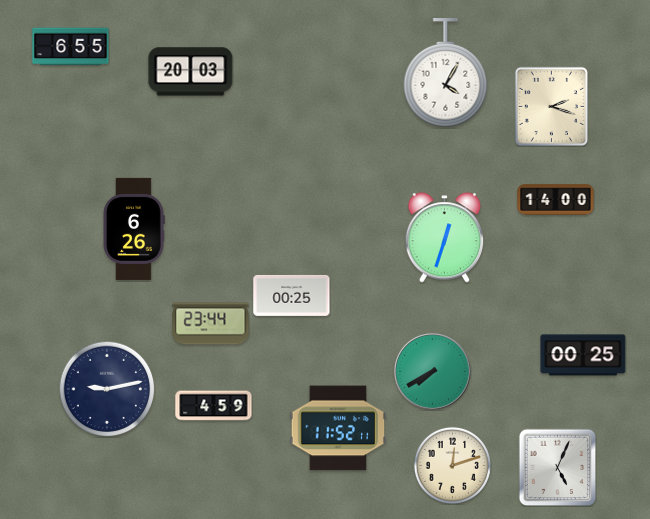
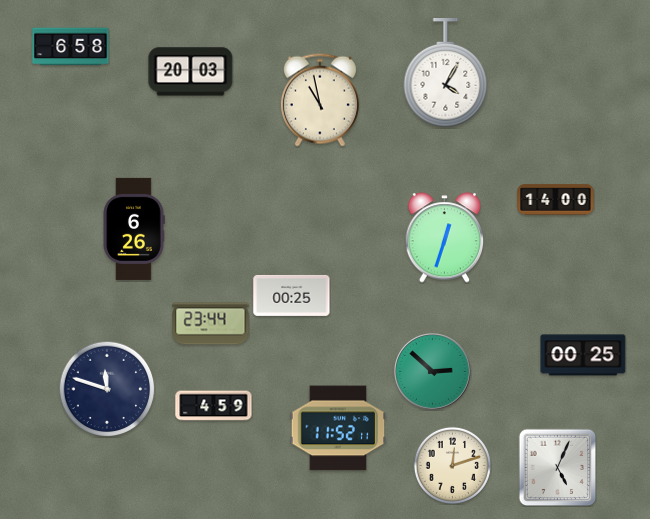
clock at (71, 47): 6:55 -> 6:58
clock at (320, 100): none -> 10:58
clock at (551, 106): 2:18 -> none
clock at (433, 372): 7:40 -> 2:52
clock at (107, 389): 9:13 -> 11:48
